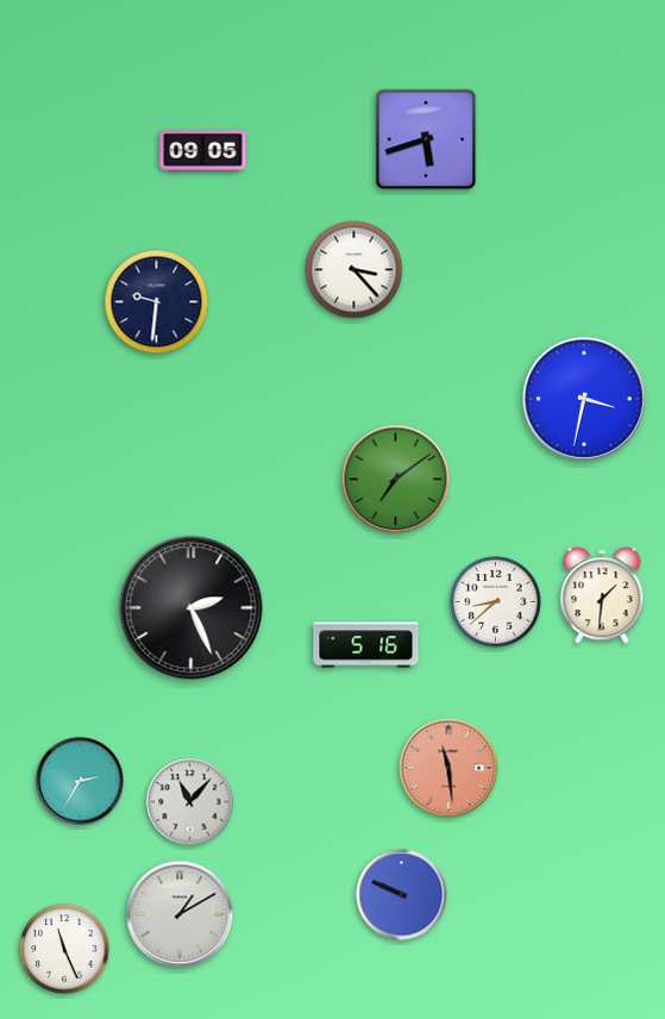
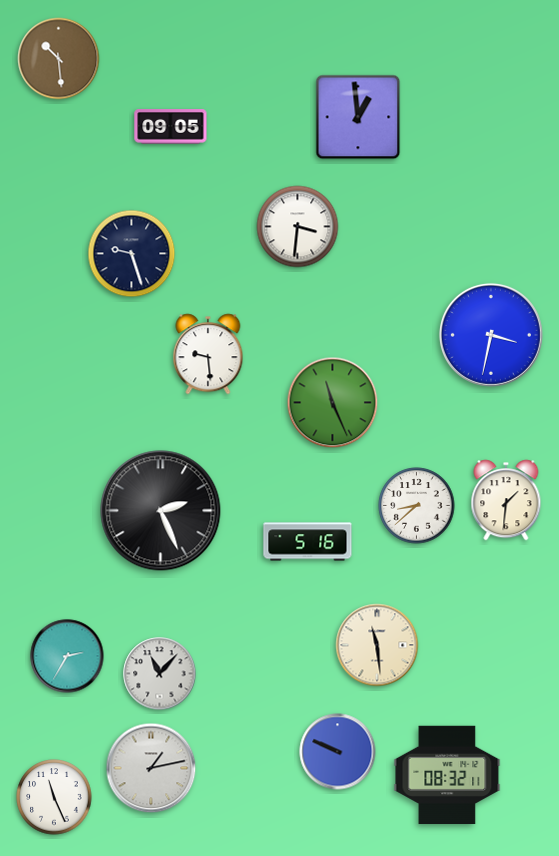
clock at (59, 59): none -> 10:29
clock at (426, 139): 5:42 -> 12:59
clock at (355, 270): 3:23 -> 3:31
clock at (157, 302): 9:31 -> 9:27
clock at (208, 354): none -> 9:29
clock at (396, 480): 7:09 -> 11:26
clock at (448, 768) dial: salmon -> cream
clock at (180, 914): 1:10 -> 1:13
clock at (447, 775): none -> 08:32
